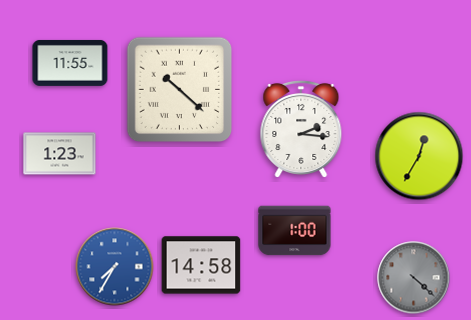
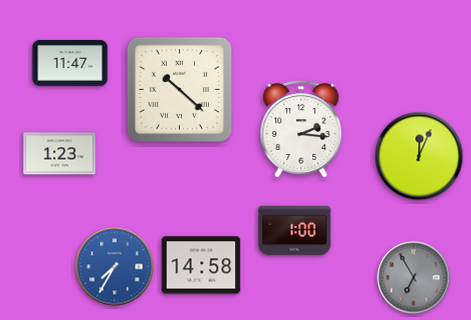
clock at (70, 63): 11:55 -> 11:47
clock at (419, 156): 12:35 -> 12:04
clock at (414, 278): 4:22 -> 6:55
